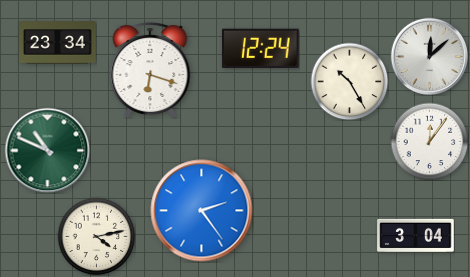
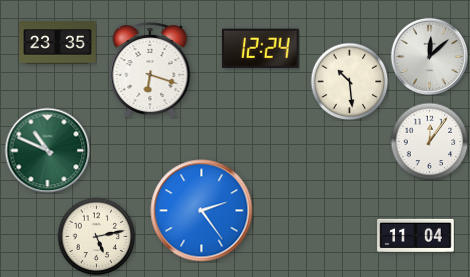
clock at (58, 43): 23:34 -> 23:35
clock at (349, 81): 10:25 -> 10:29
clock at (96, 236): 4:13 -> 5:13
clock at (416, 236): 3:04 -> 11:04
